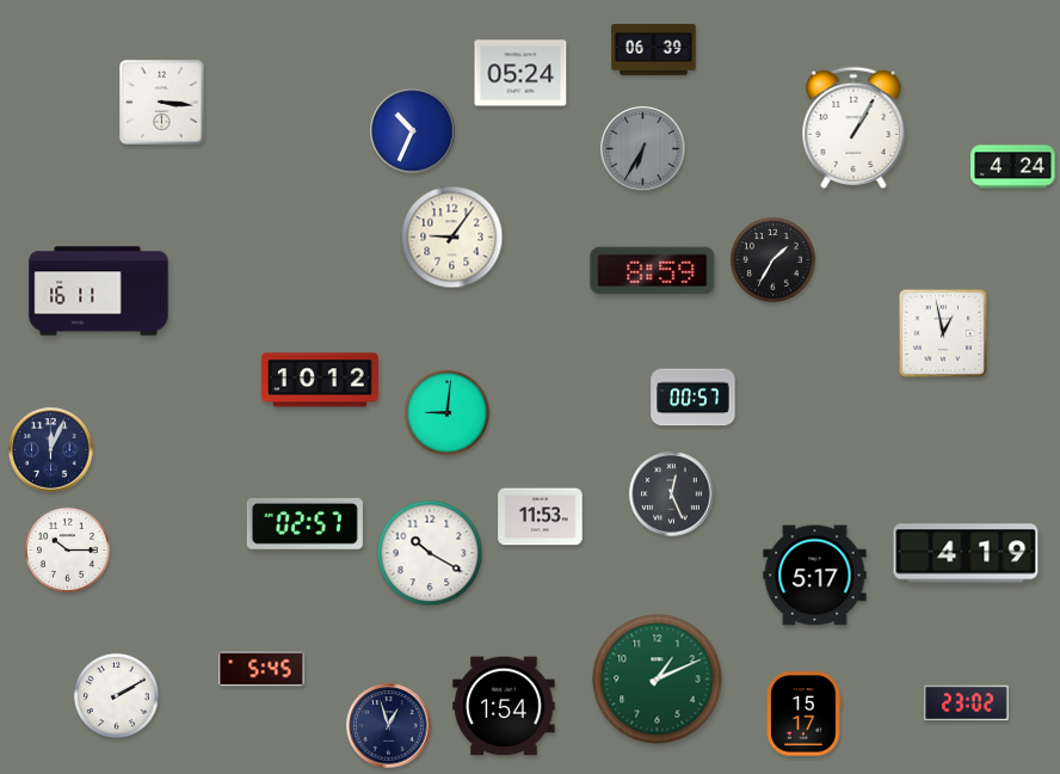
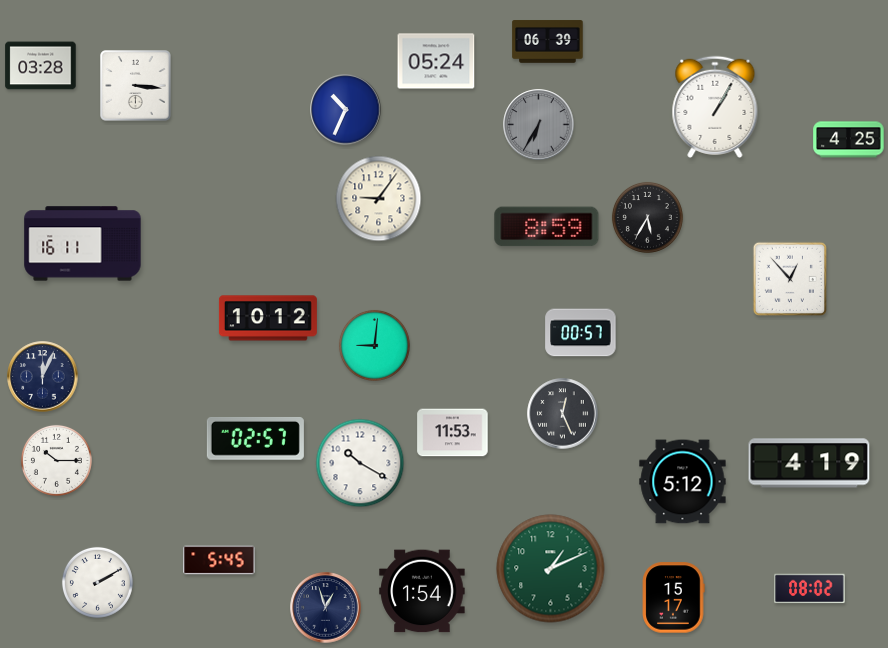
clock at (41, 66): none -> 03:28
clock at (1013, 167): 4:24 -> 4:25
clock at (772, 259): 1:35 -> 5:35
clock at (942, 332): 12:58 -> 12:53
clock at (815, 576): 5:17 -> 5:12
clock at (967, 704): 23:02 -> 08:02
